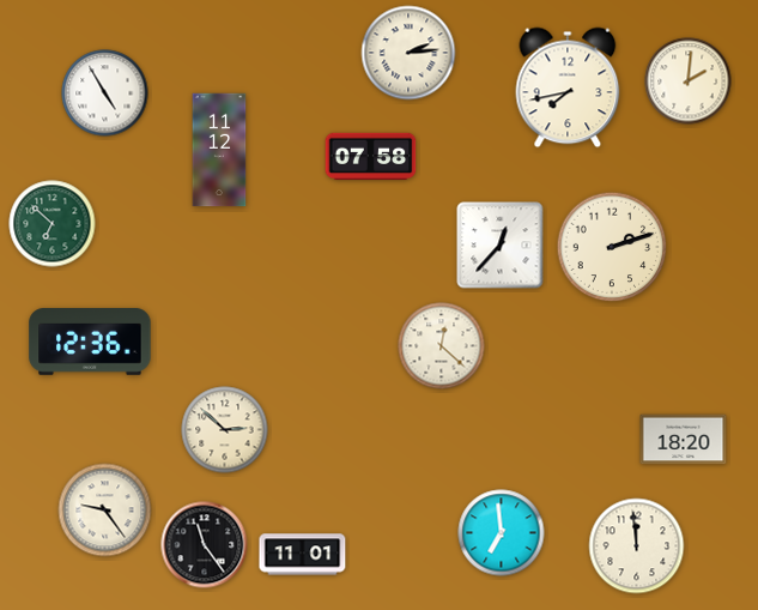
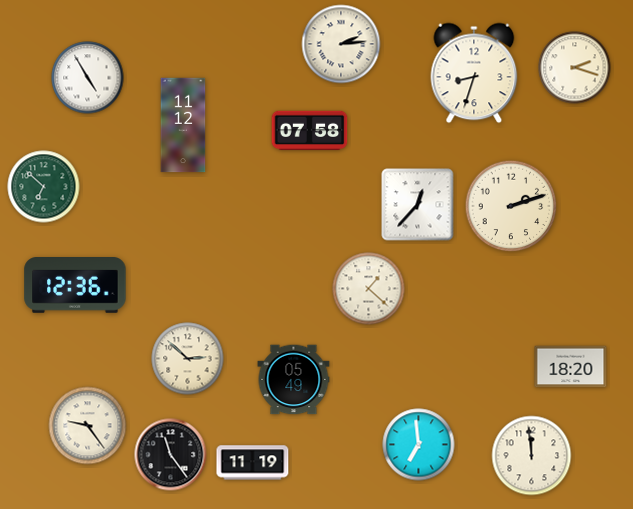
clock at (689, 81): 2:01 -> 2:18
clock at (568, 87): 7:43 -> 8:33
clock at (442, 346): 12:22 -> 1:22
clock at (294, 380): none -> 05:49
clock at (303, 555): 11:01 -> 11:19
